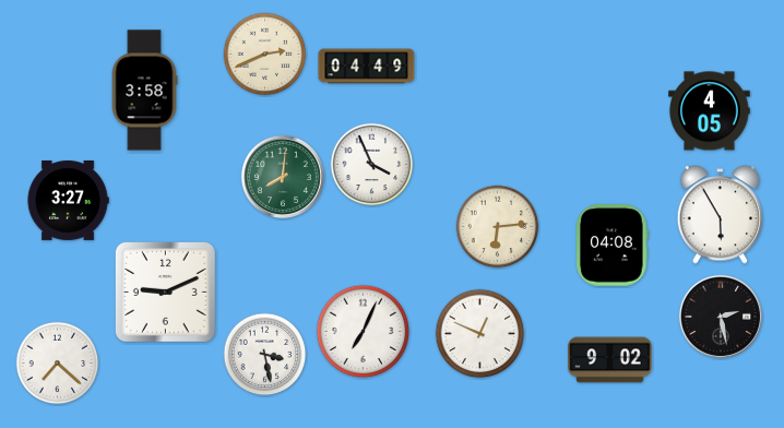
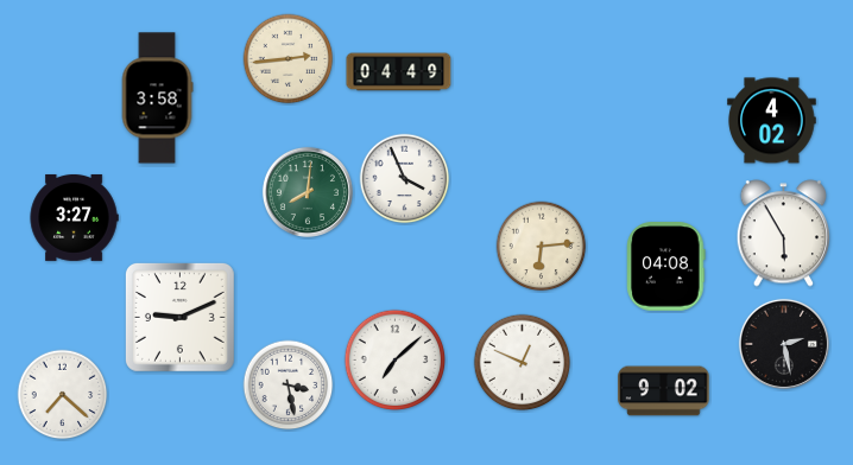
clock at (265, 55): 2:41 -> 2:44
clock at (710, 111): 4:05 -> 4:02
clock at (364, 332): 7:04 -> 7:08
